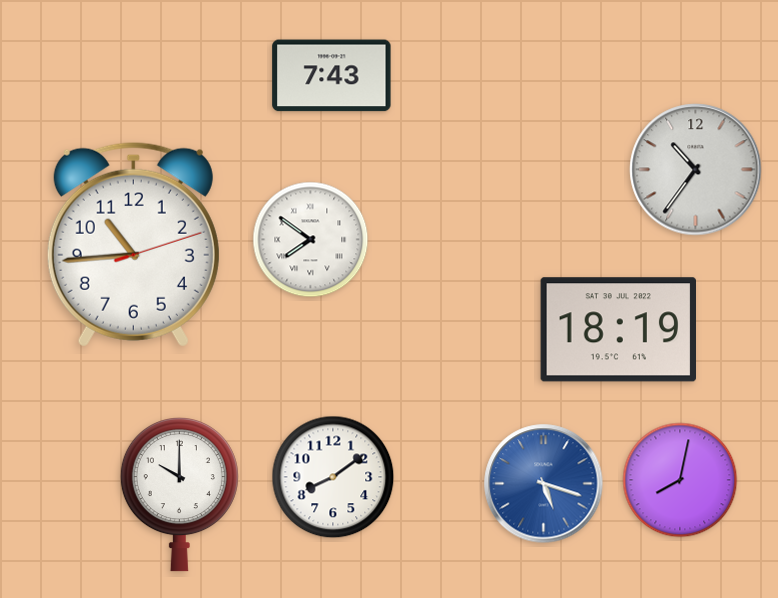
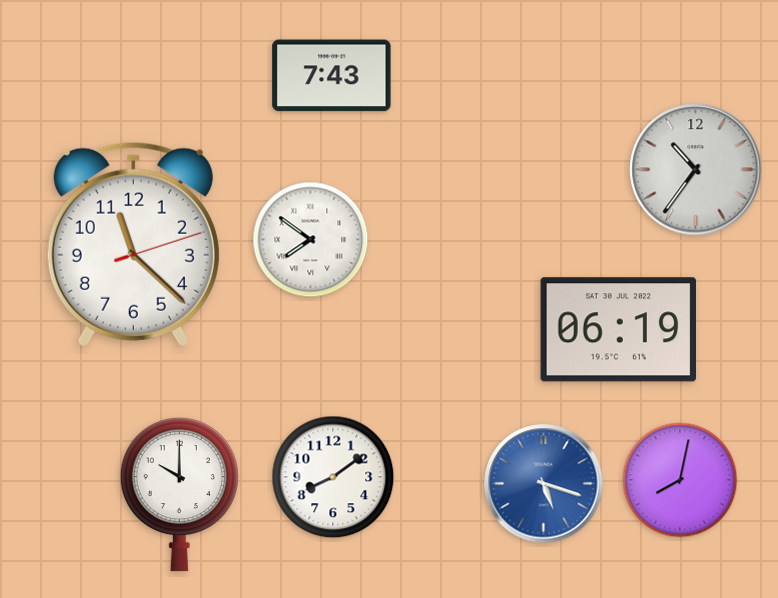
clock at (133, 244): 10:44 -> 11:22
clock at (618, 330): 18:19 -> 06:19
